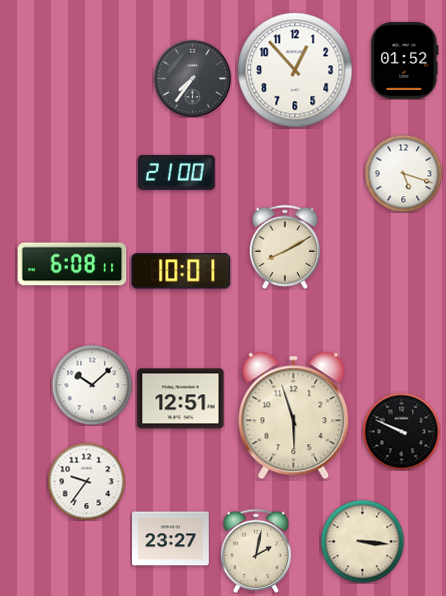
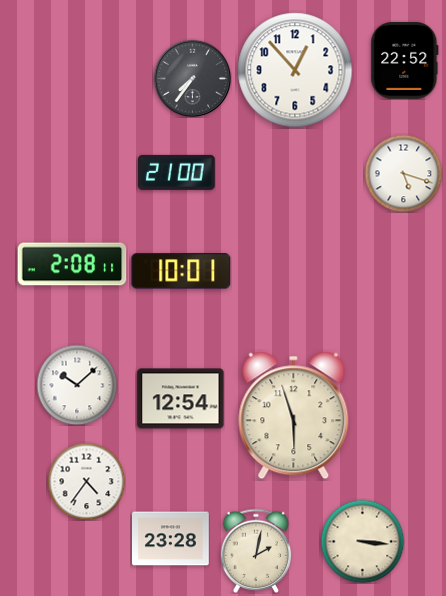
clock at (405, 61): 01:52 -> 22:52
clock at (285, 247): 8:10 -> none
clock at (72, 264): 6:08 -> 2:08
clock at (92, 385) position: (92, 385) -> (77, 385)
clock at (181, 399): 12:51 -> 12:54
clock at (401, 431): 9:49 -> none
clock at (86, 481): 9:36 -> 4:36
clock at (171, 539): 23:27 -> 23:28
